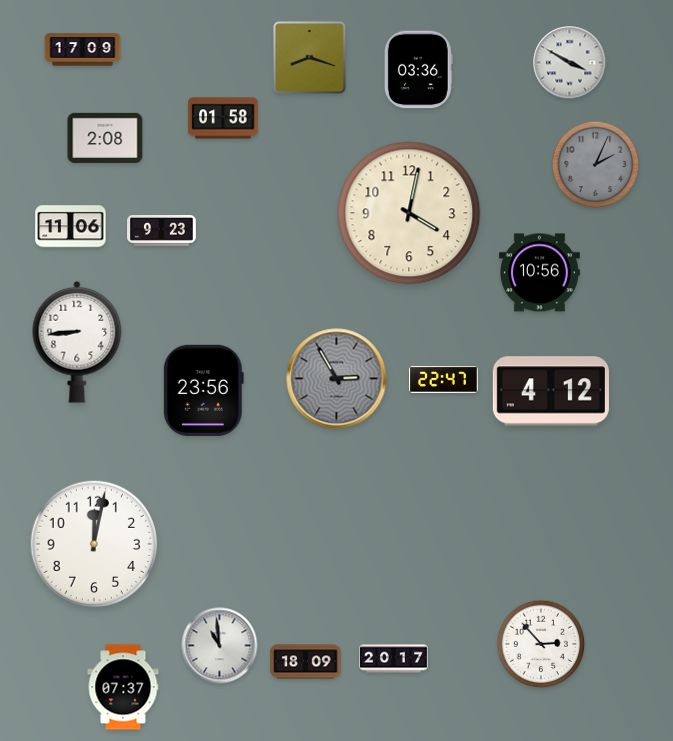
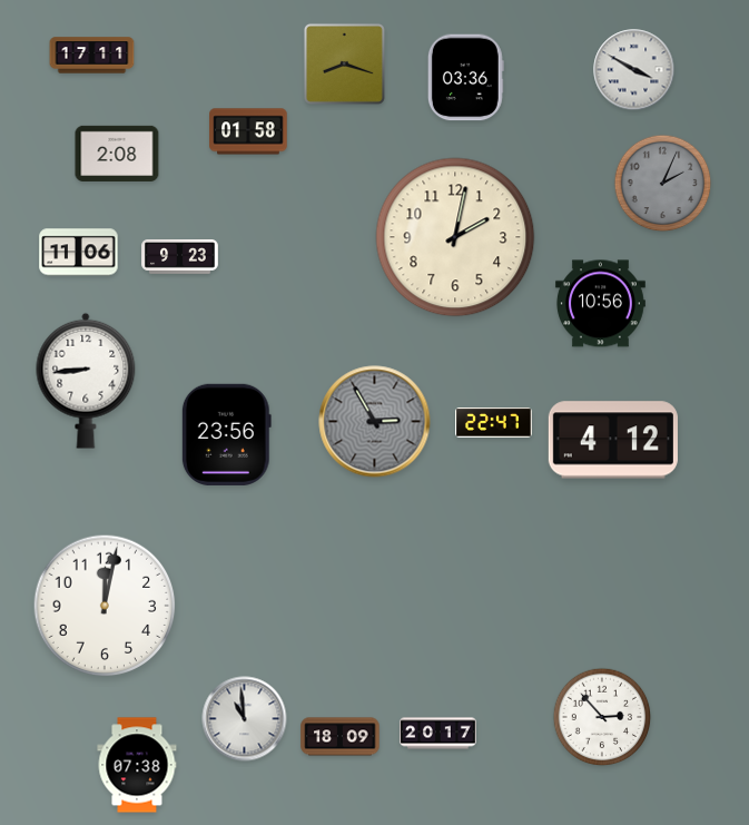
clock at (83, 50): 17:09 -> 17:11
clock at (409, 213): 4:02 -> 2:02
clock at (551, 391) position: (551, 391) -> (613, 440)
clock at (123, 687): 07:37 -> 07:38
